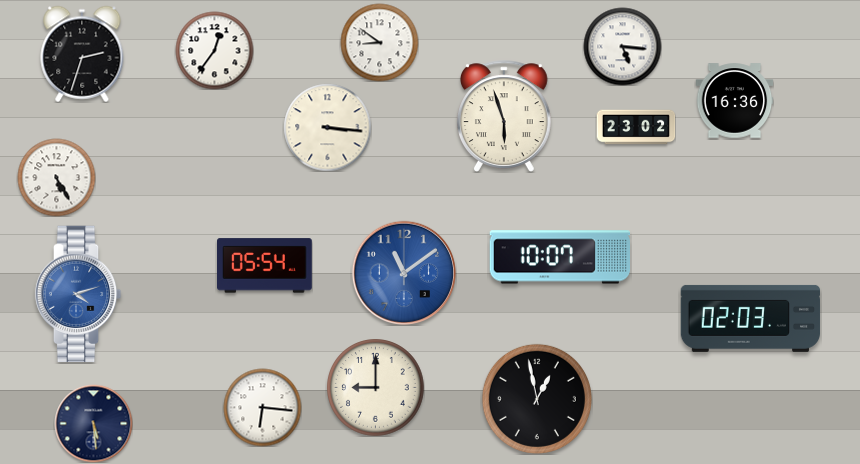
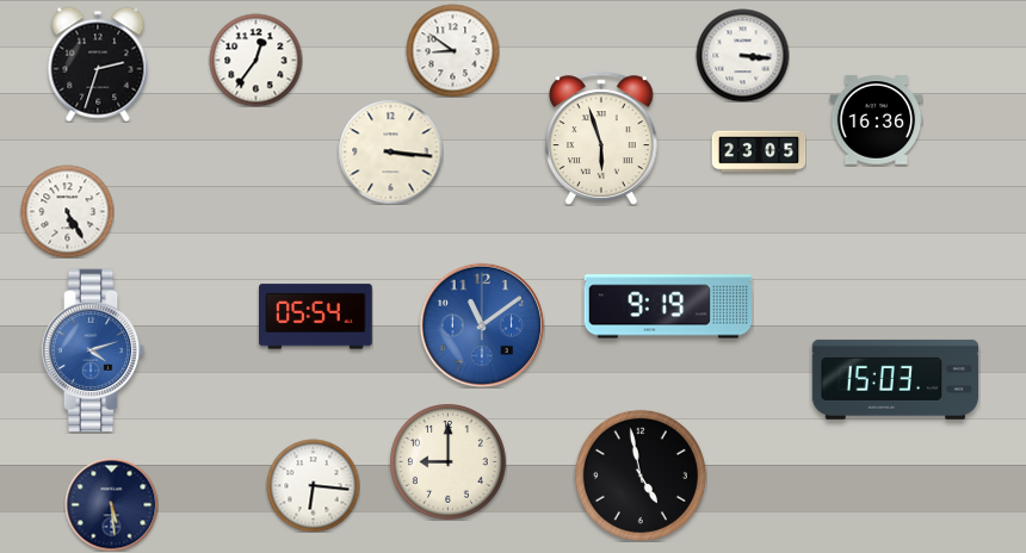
clock at (622, 46): 5:16 -> 3:16
clock at (636, 127): 23:02 -> 23:05
clock at (559, 257): 10:07 -> 9:19
clock at (751, 318): 02:03 -> 15:03
clock at (537, 399): 12:58 -> 4:58
